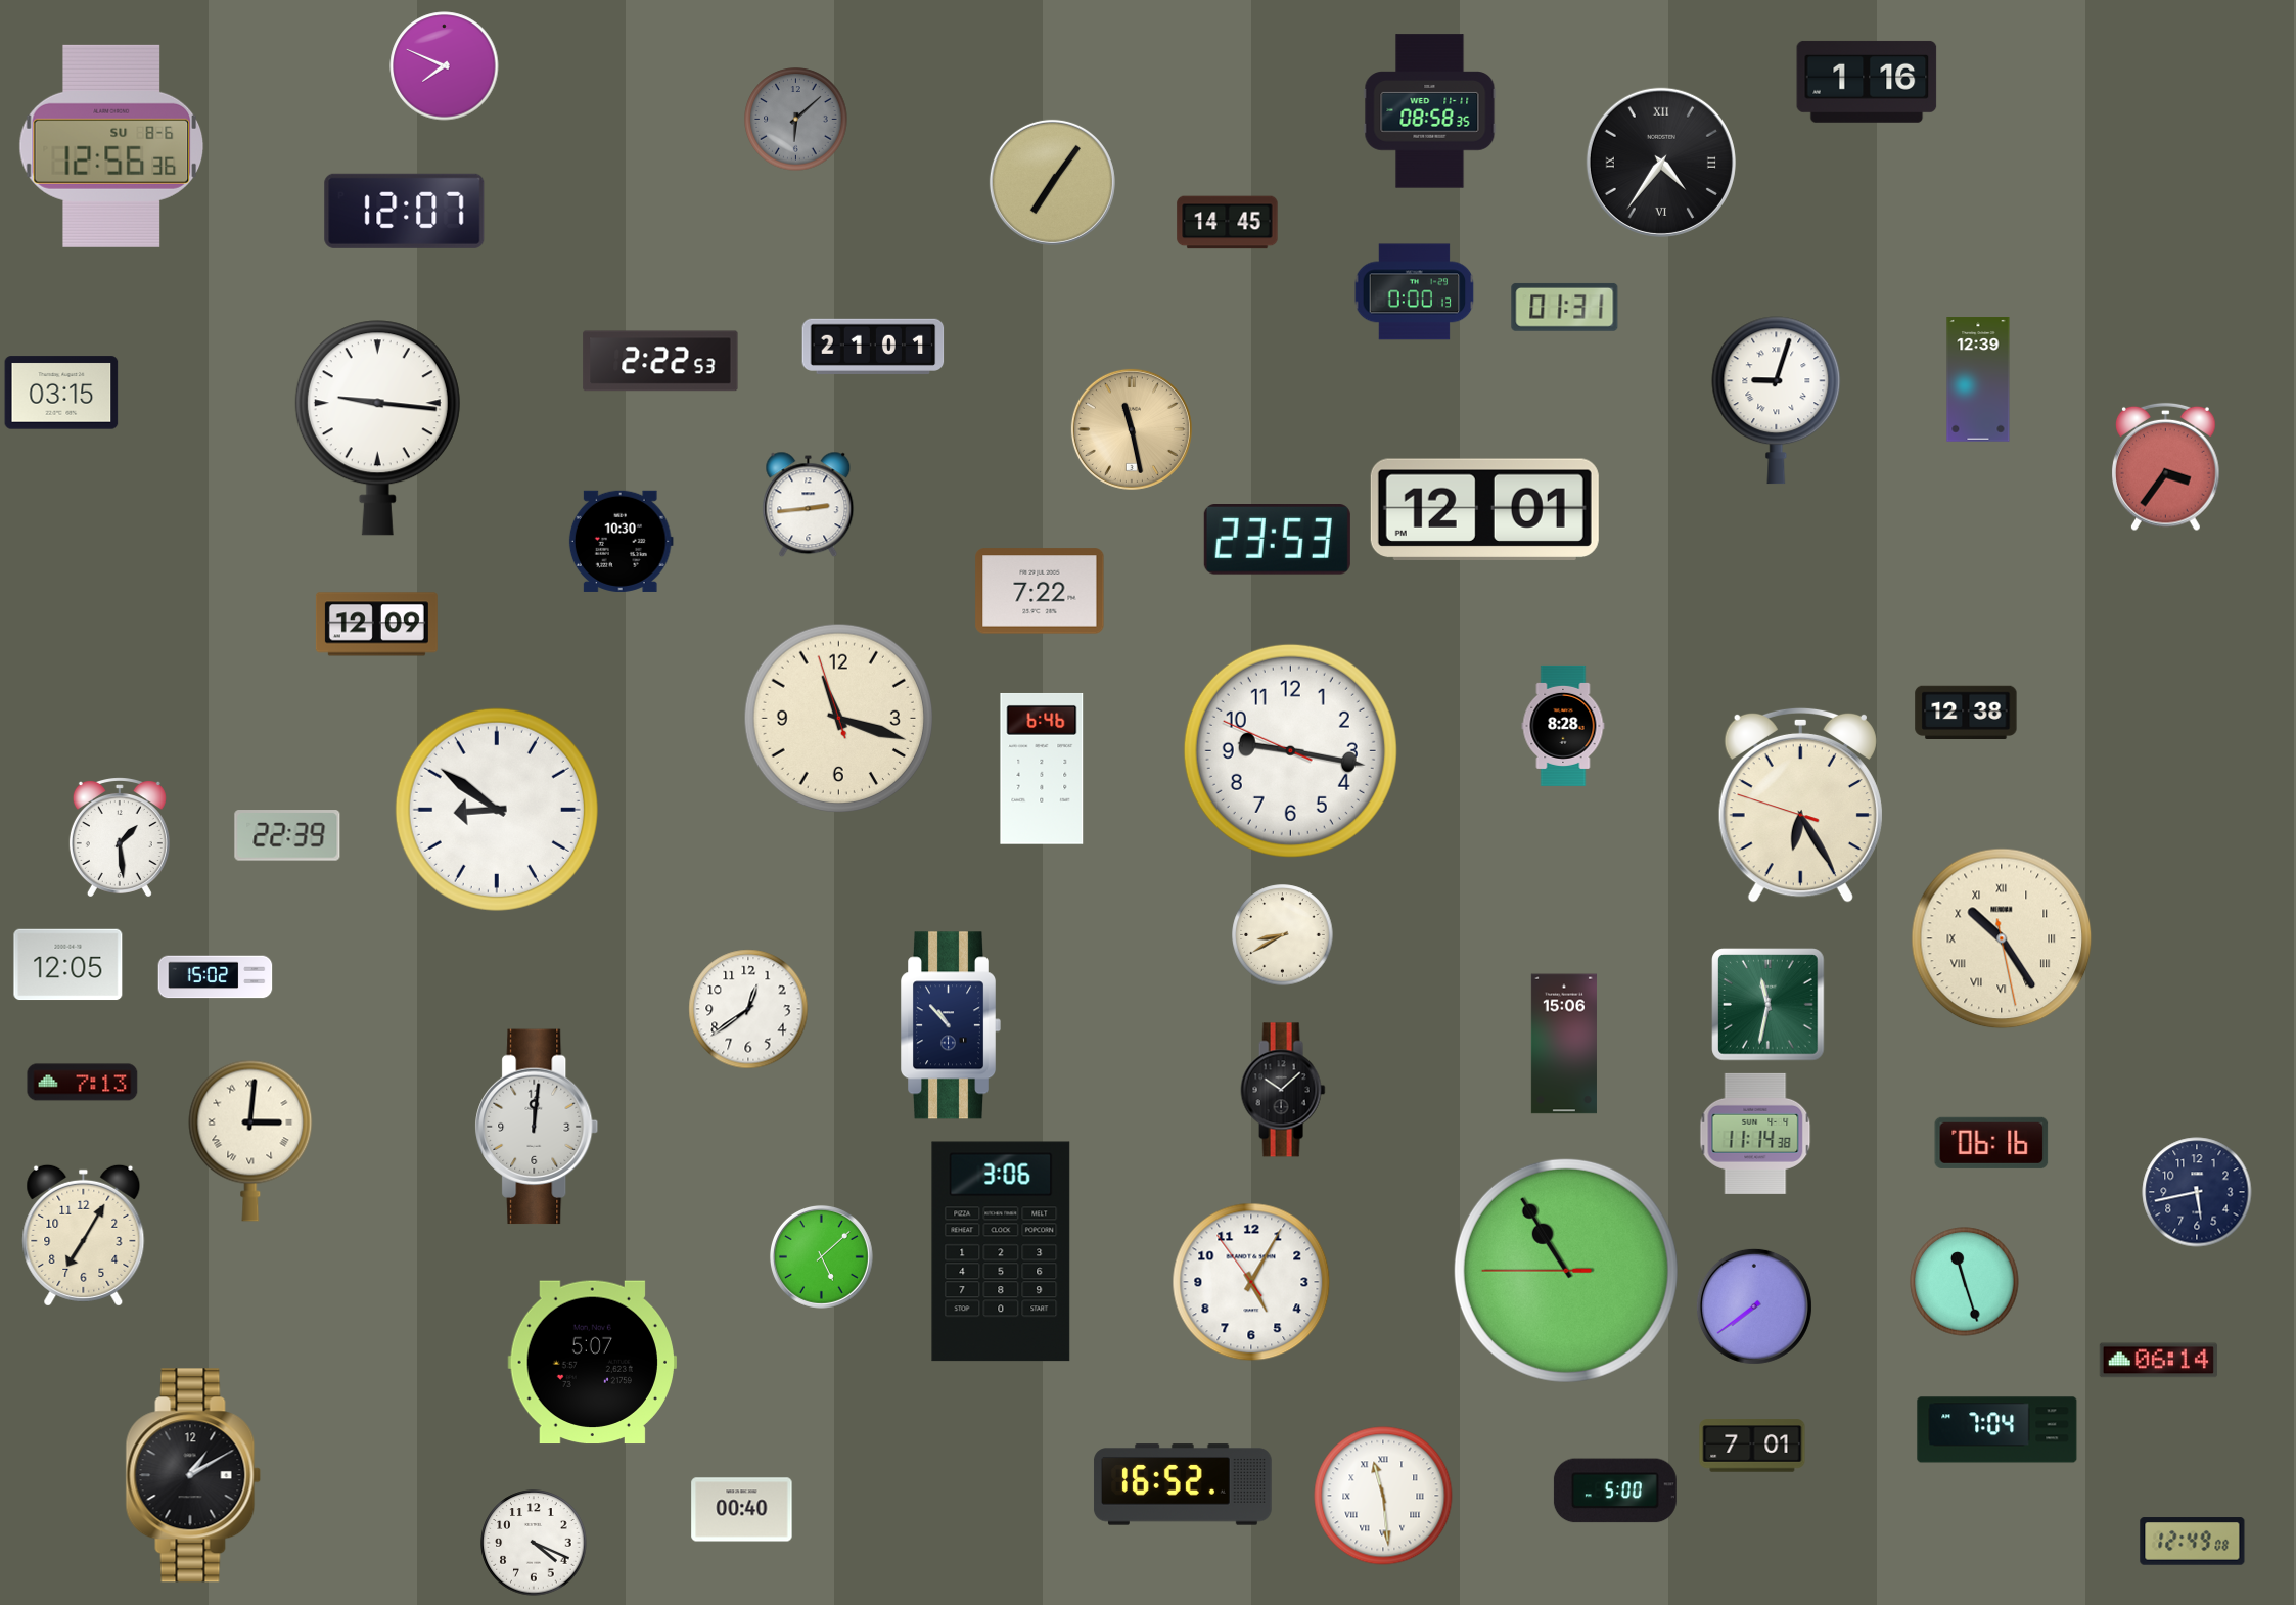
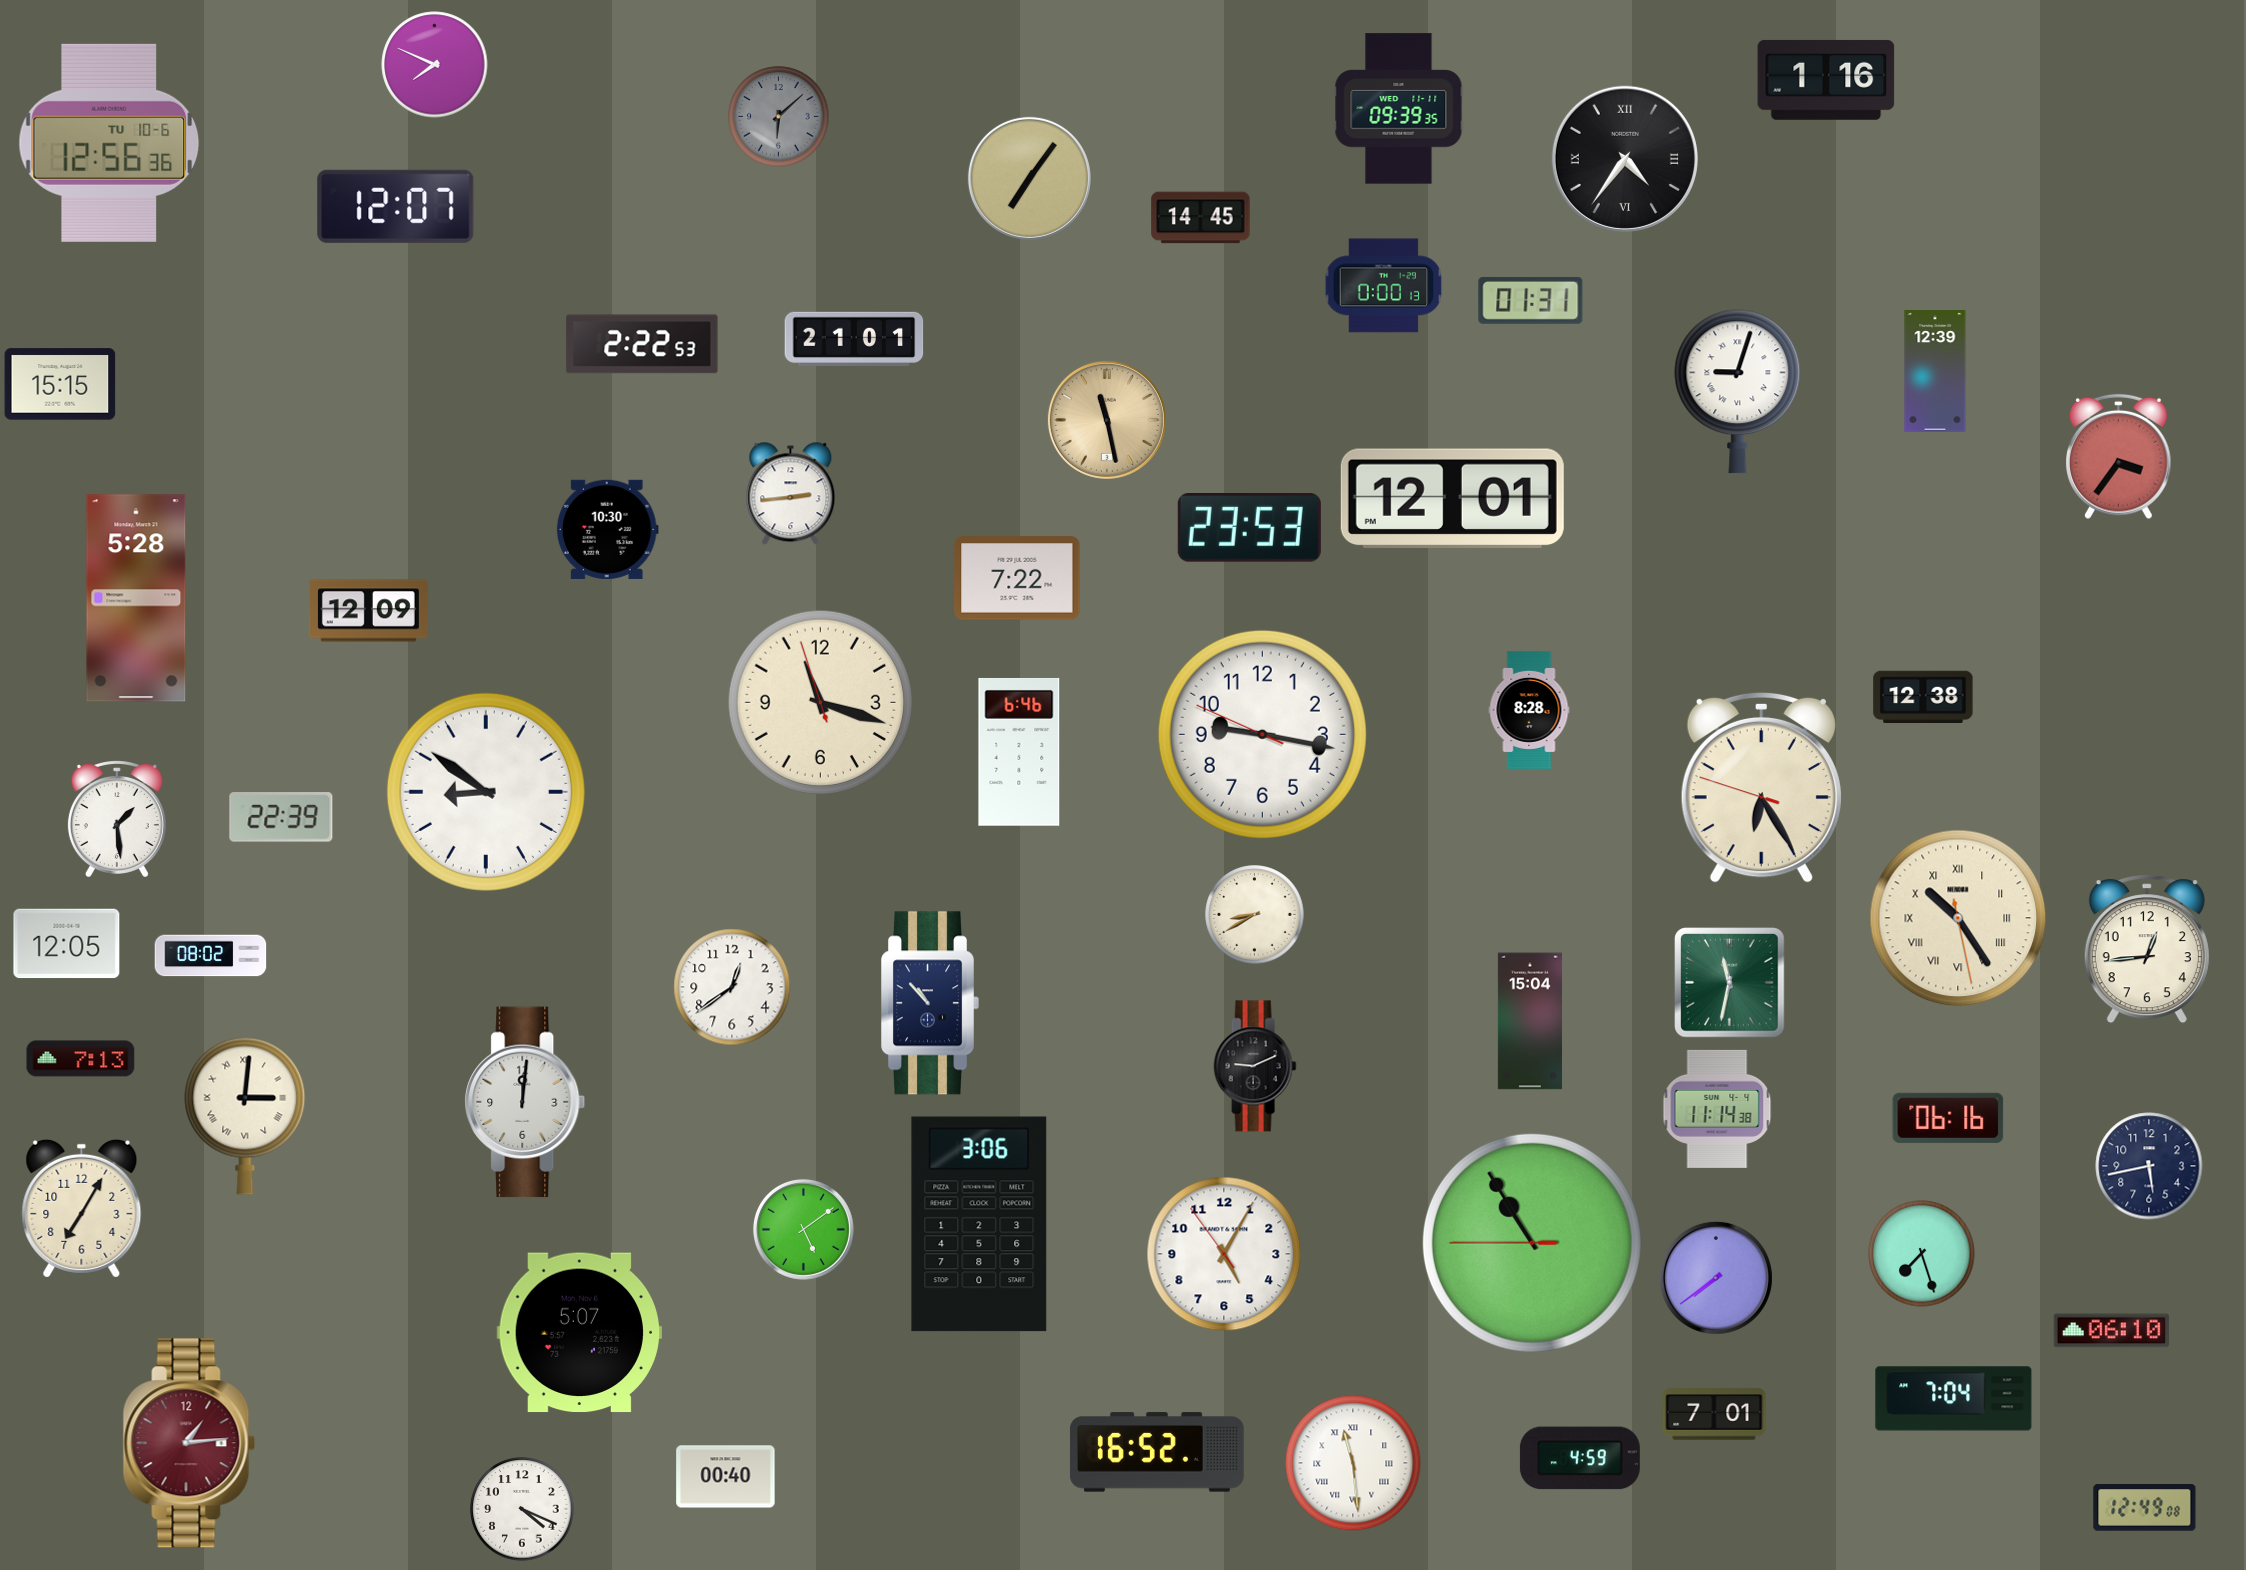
clock at (1430, 111): 08:58 -> 09:39
clock at (111, 146) date: SU 8-6 -> TU 10-6
clock at (660, 361) position: (660, 361) -> (642, 344)
clock at (61, 393): 03:15 -> 15:15
clock at (377, 428): 9:16 -> none
clock at (136, 598): none -> 5:28
clock at (2147, 949): none -> 12:44
clock at (216, 977): 15:02 -> 08:02
clock at (1564, 1044): 15:06 -> 15:04
clock at (1283, 1090): 10:08 -> 9:11
clock at (821, 1256): 5:08 -> 5:09
clock at (1965, 1282): 11:27 -> 7:27
clock at (2158, 1361): 06:14 -> 06:10
clock at (193, 1475): 1:10 -> 1:14
clock at (193, 1475) dial: black -> burgundy
clock at (1615, 1491): 5:00 -> 4:59
